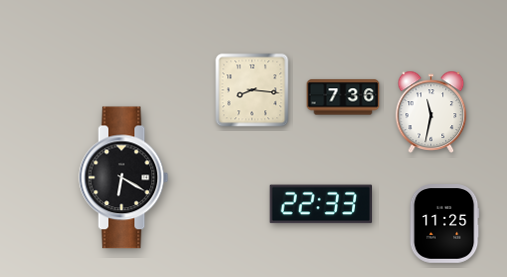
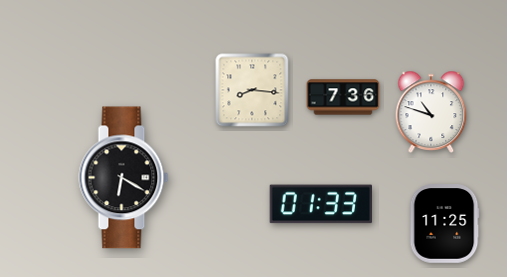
clock at (431, 112): 11:32 -> 10:48
clock at (321, 204): 22:33 -> 01:33
